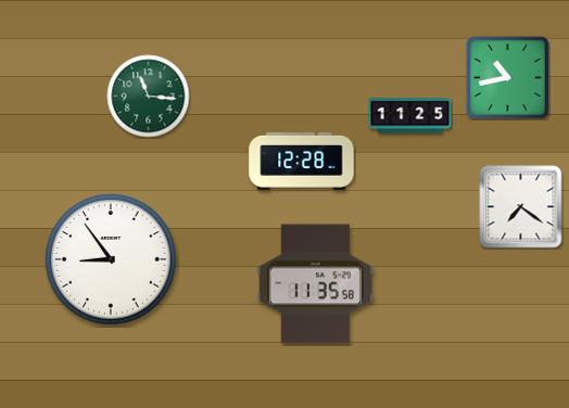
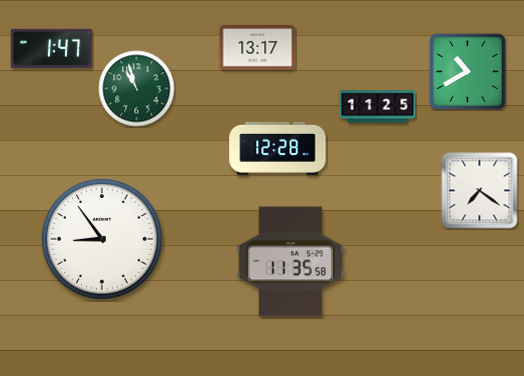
clock at (52, 48): none -> 1:47
clock at (258, 48): none -> 13:17
clock at (507, 77): 10:43 -> 10:40
clock at (149, 97): 11:16 -> 10:57
